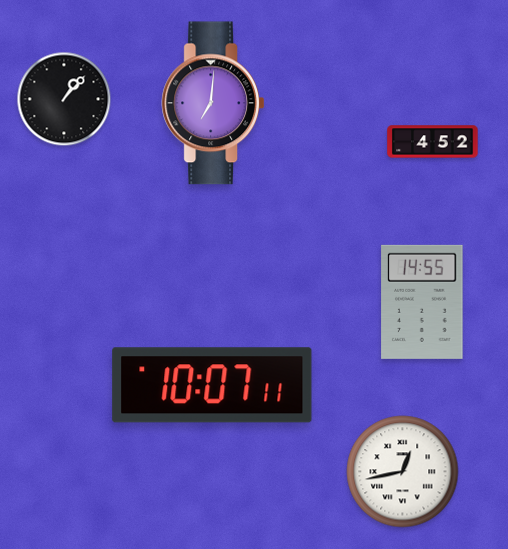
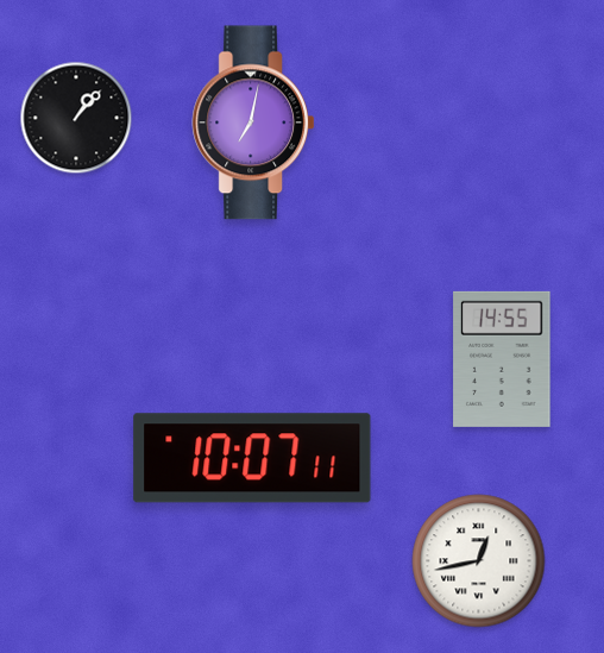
clock at (213, 103): 7:01 -> 7:02
clock at (433, 142): 4:52 -> none
